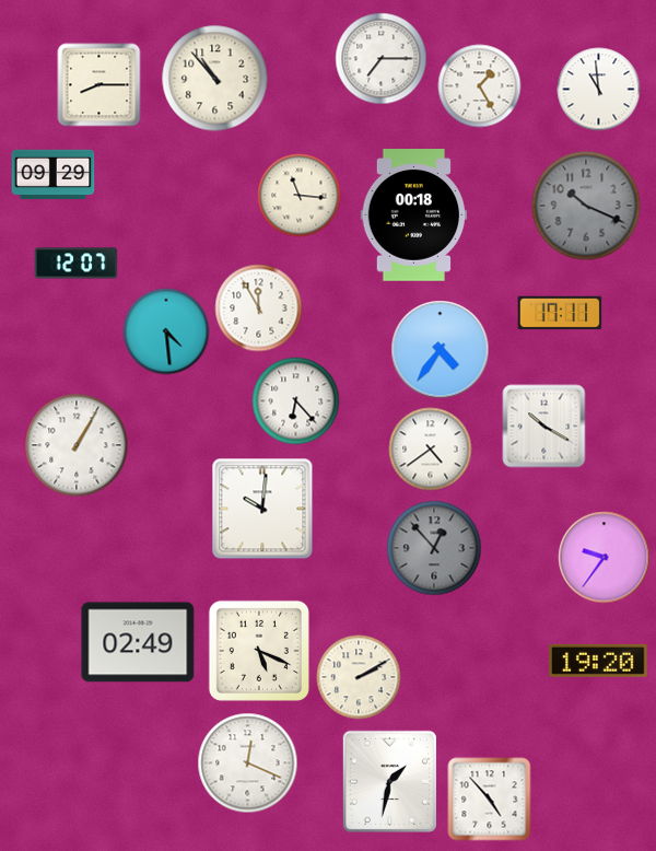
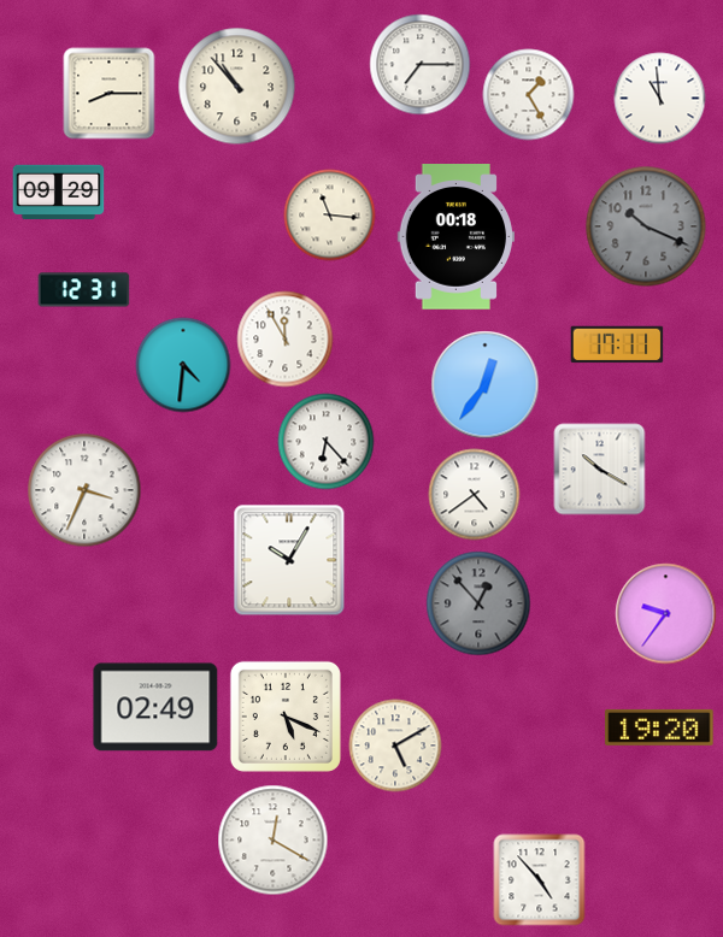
clock at (77, 264): 12:07 -> 12:31
clock at (166, 331): 4:29 -> 4:31
clock at (441, 350): 4:36 -> 12:36
clock at (77, 445): 1:05 -> 3:34
clock at (262, 509): 10:01 -> 10:05
clock at (138, 642) position: (138, 642) -> (155, 707)
clock at (359, 677): 2:10 -> 5:10
clock at (248, 763): 12:19 -> 12:20
clock at (389, 781): 1:32 -> none
